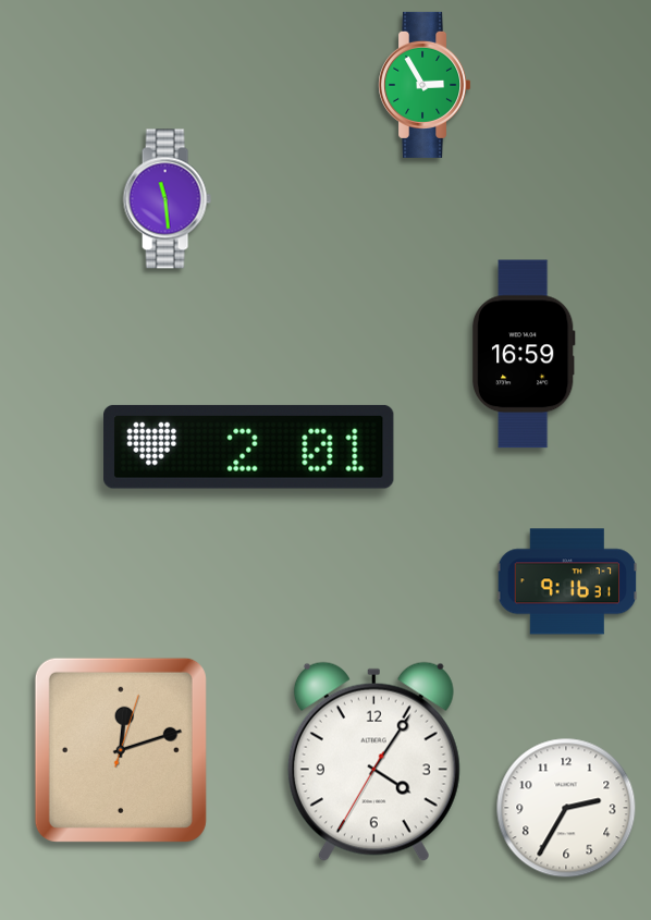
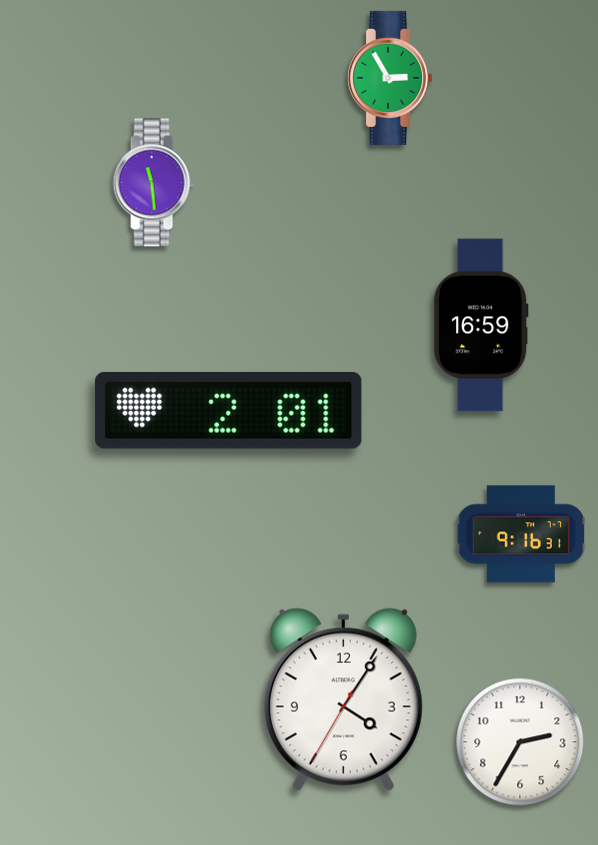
clock at (121, 750): 12:12 -> none
